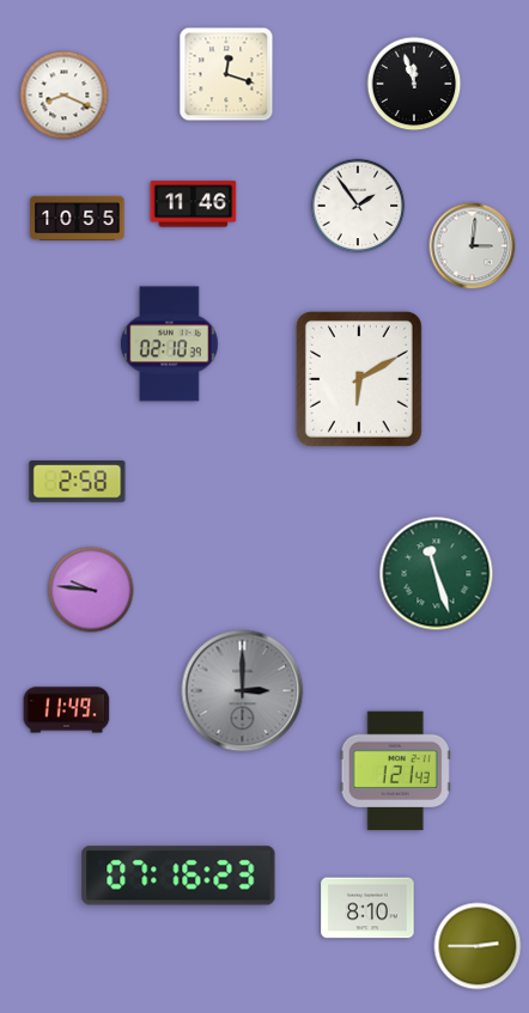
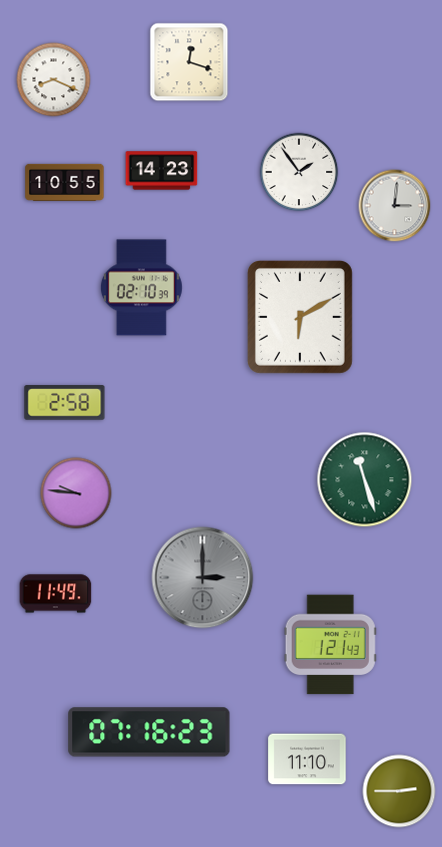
clock at (414, 84): 11:57 -> none
clock at (194, 205): 11:46 -> 14:23
clock at (367, 908): 8:10 -> 11:10
